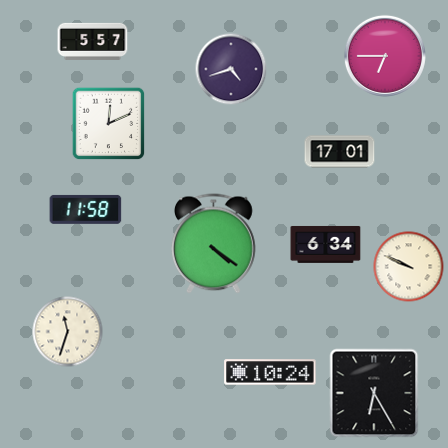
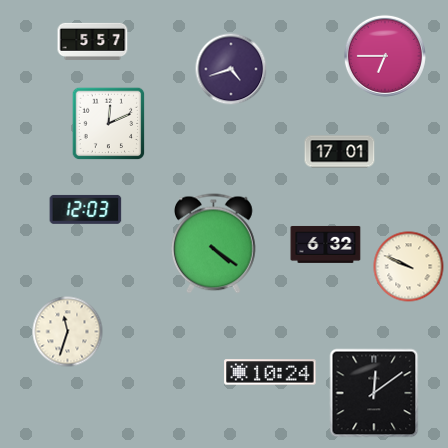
clock at (86, 209): 11:58 -> 12:03
clock at (326, 244): 6:34 -> 6:32
clock at (374, 393): 6:25 -> 12:09
